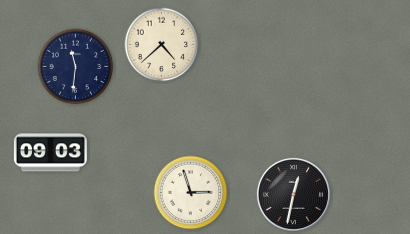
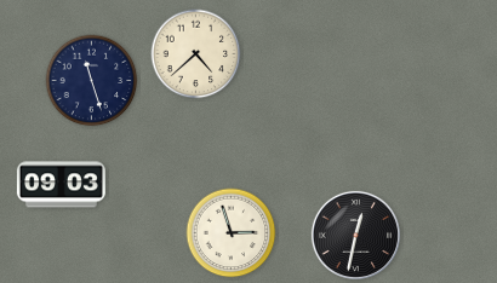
clock at (76, 67): 11:31 -> 11:27
